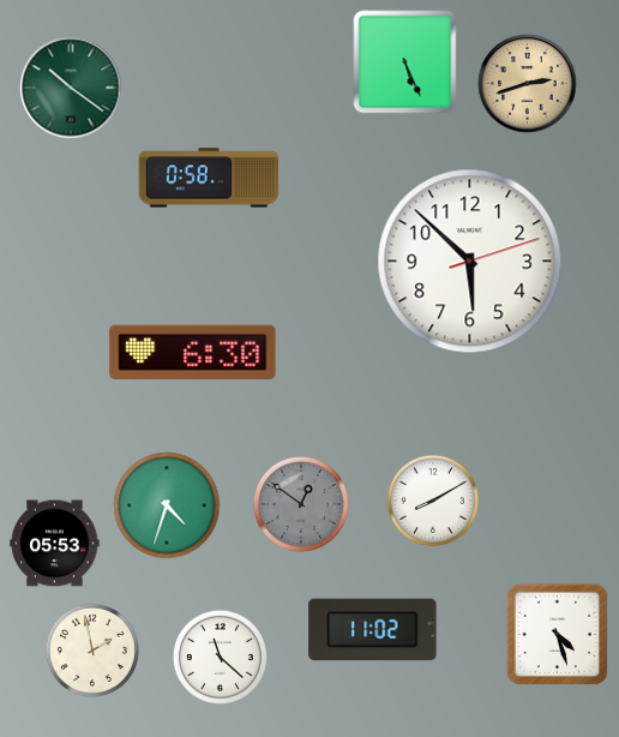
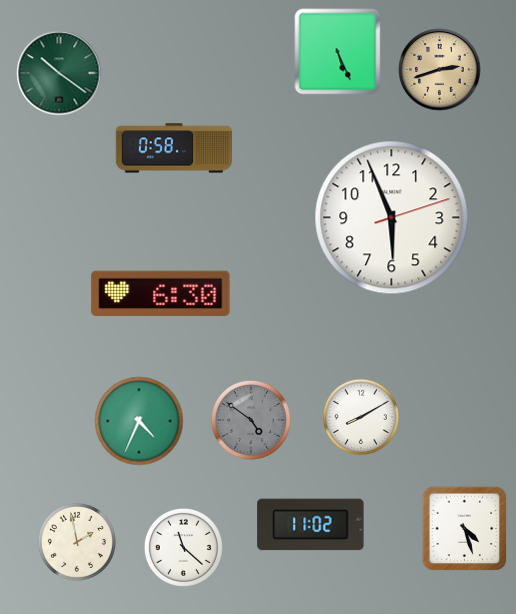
clock at (470, 262): 5:52 -> 5:56
clock at (301, 504): 12:51 -> 4:51
clock at (167, 505): 4:33 -> 4:34
clock at (55, 544): 05:53 -> none
